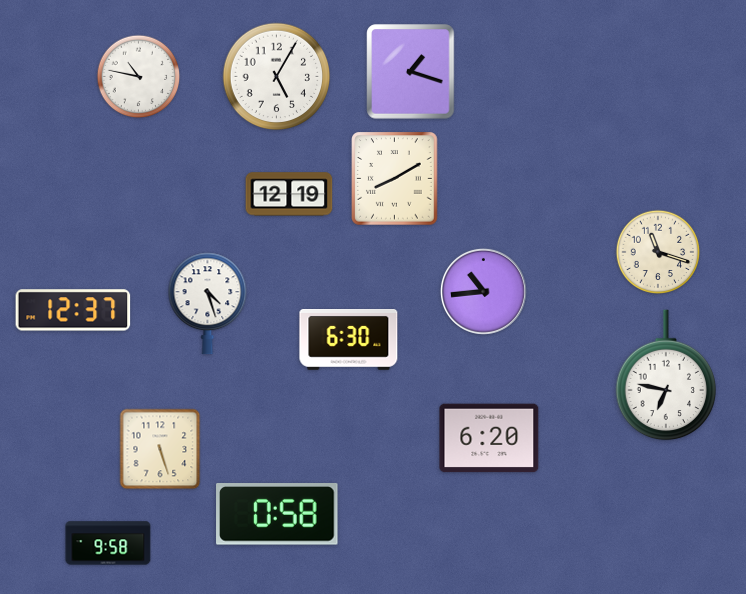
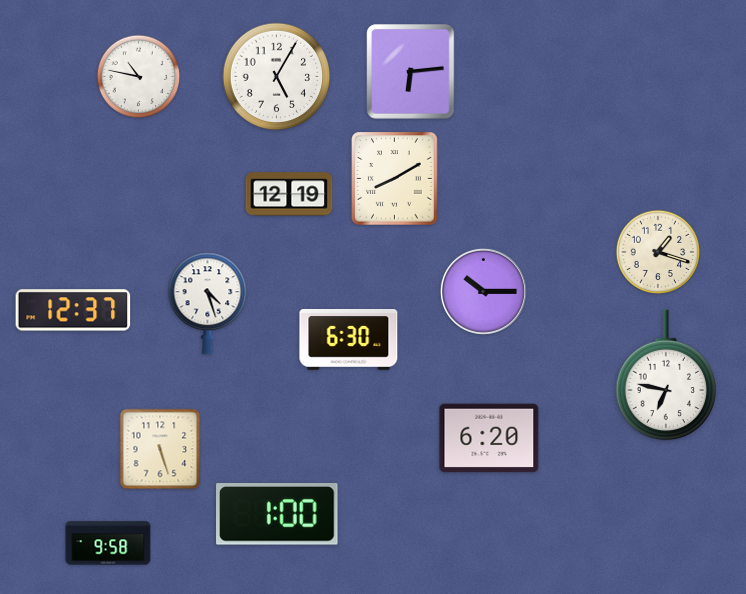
clock at (411, 72): 1:18 -> 6:14
clock at (658, 252): 11:18 -> 1:18
clock at (483, 291): 10:44 -> 10:15
clock at (277, 515): 0:58 -> 1:00
